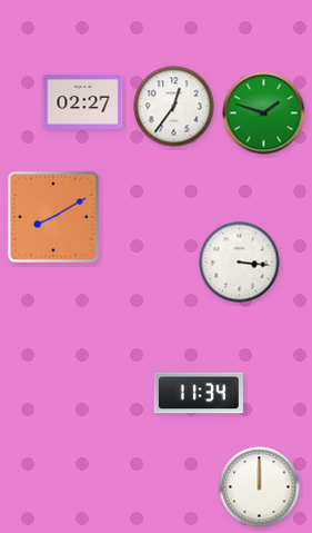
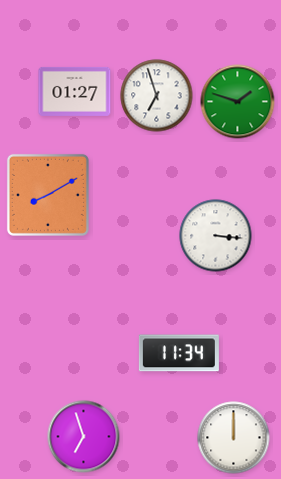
clock at (83, 101): 02:27 -> 01:27
clock at (174, 107): 12:36 -> 6:57
clock at (84, 437): none -> 6:57
